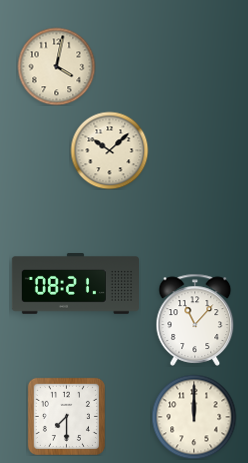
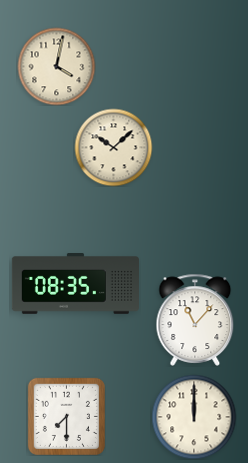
clock at (109, 150) position: (109, 150) -> (113, 147)
clock at (75, 284): 08:21 -> 08:35
